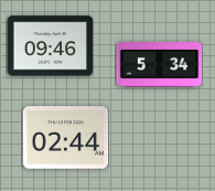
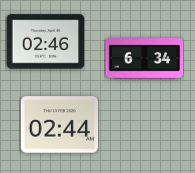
clock at (50, 46): 09:46 -> 02:46
clock at (159, 65): 5:34 -> 6:34
